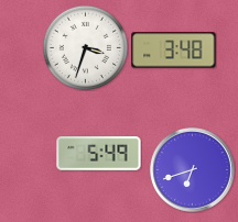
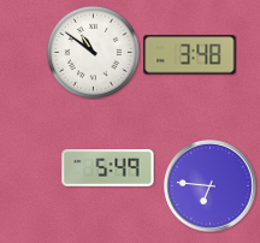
clock at (85, 47): 3:33 -> 10:51
clock at (192, 169): 6:42 -> 6:46
